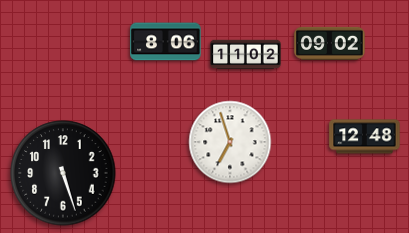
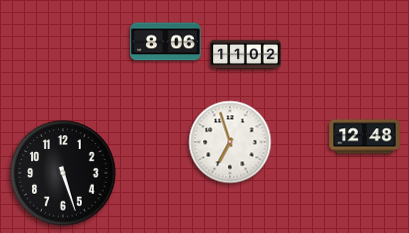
clock at (330, 43): 09:02 -> none
